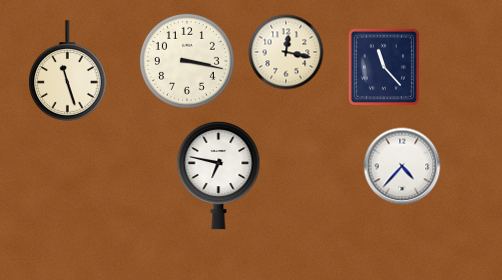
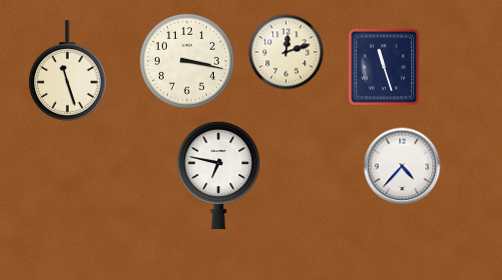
clock at (286, 52): 12:17 -> 12:12
clock at (384, 66): 11:23 -> 11:27
